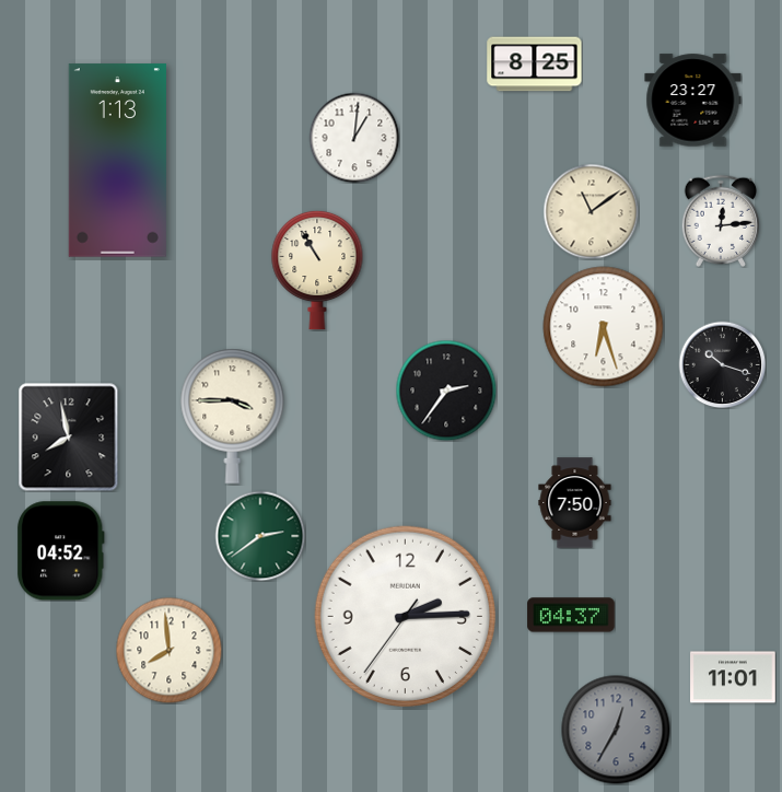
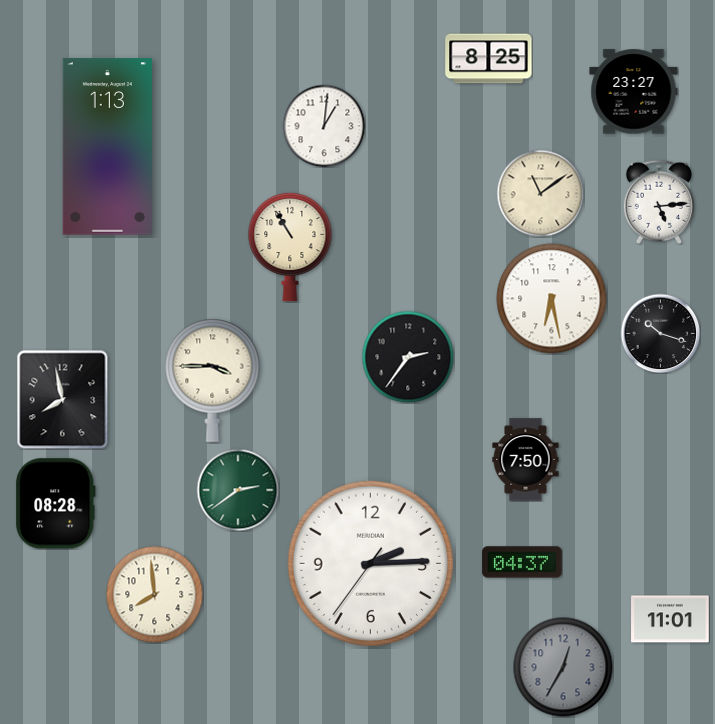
clock at (720, 221): 12:14 -> 5:14
clock at (604, 327): 6:27 -> 6:28
clock at (61, 551): 04:52 -> 08:28
